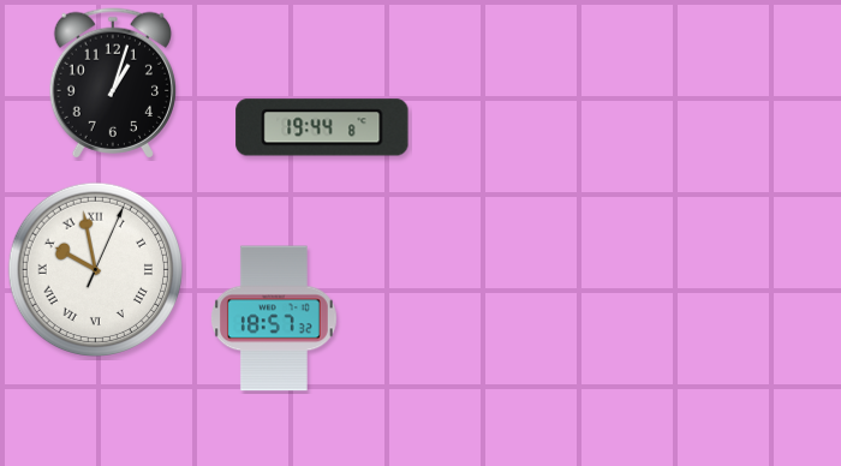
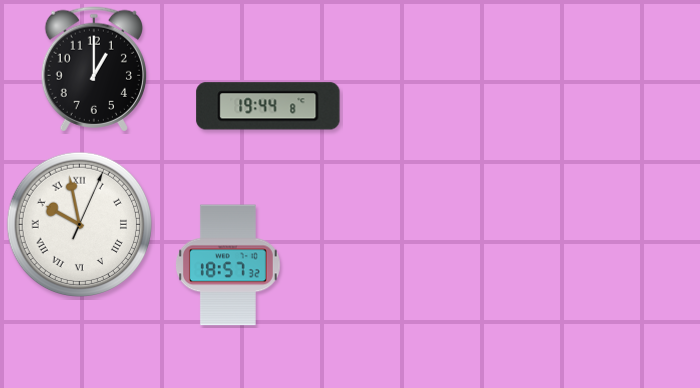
clock at (112, 83): 1:03 -> 1:00
